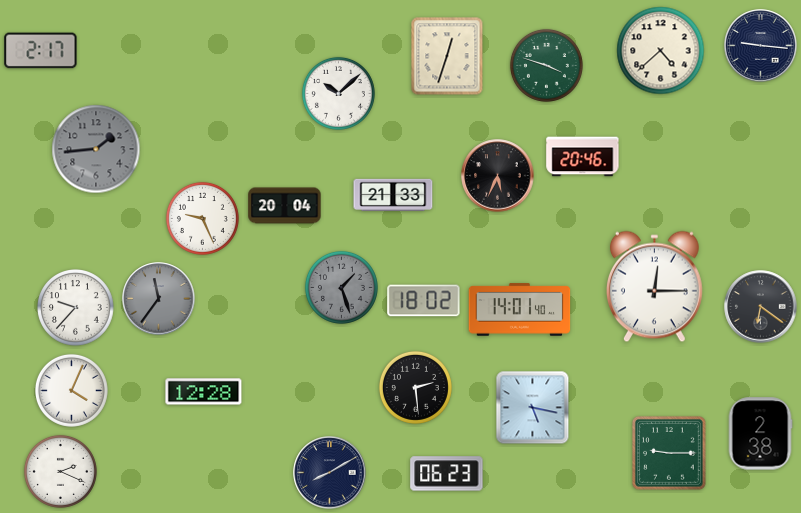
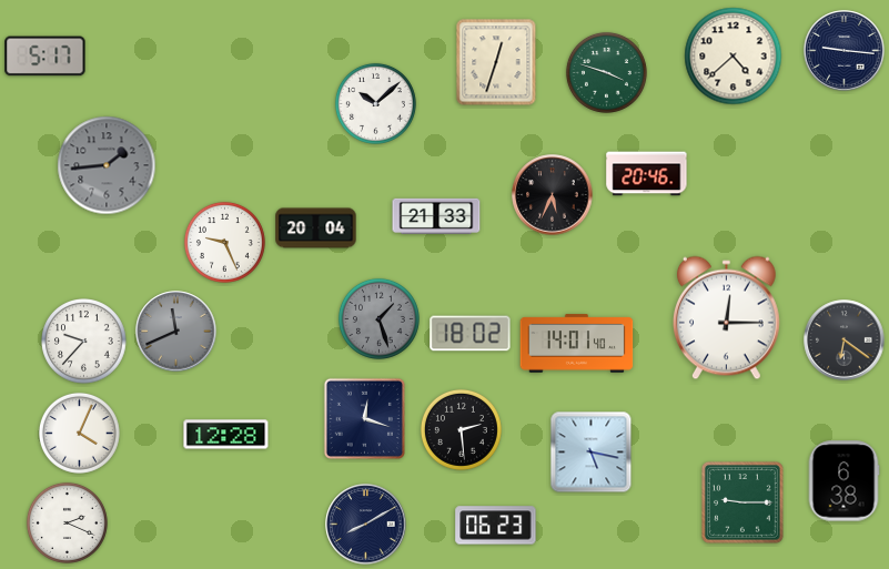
clock at (41, 51): 2:17 -> 5:17
clock at (159, 299): 11:36 -> 11:41
clock at (364, 418): none -> 12:18
clock at (760, 434): 2:38 -> 6:38
